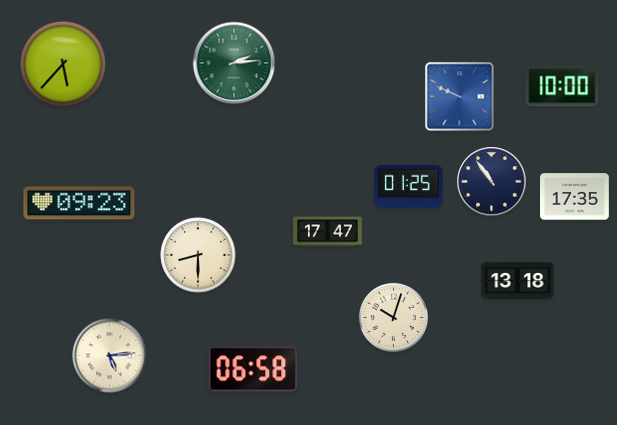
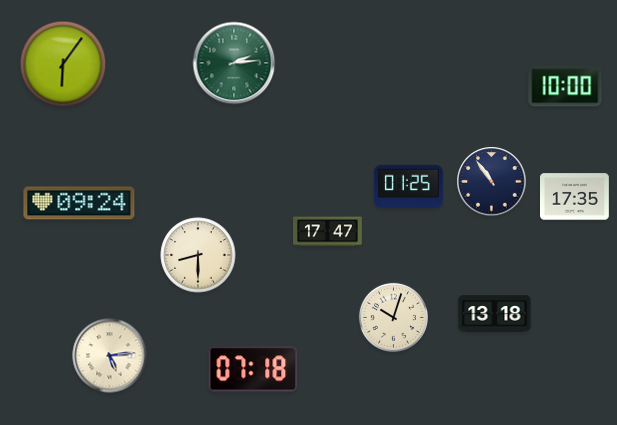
clock at (63, 64): 5:37 -> 6:06
clock at (562, 86) position: (562, 86) -> (565, 86)
clock at (460, 97): 9:49 -> none
clock at (79, 203): 09:23 -> 09:24
clock at (518, 281) position: (518, 281) -> (495, 314)
clock at (253, 369): 06:58 -> 07:18
